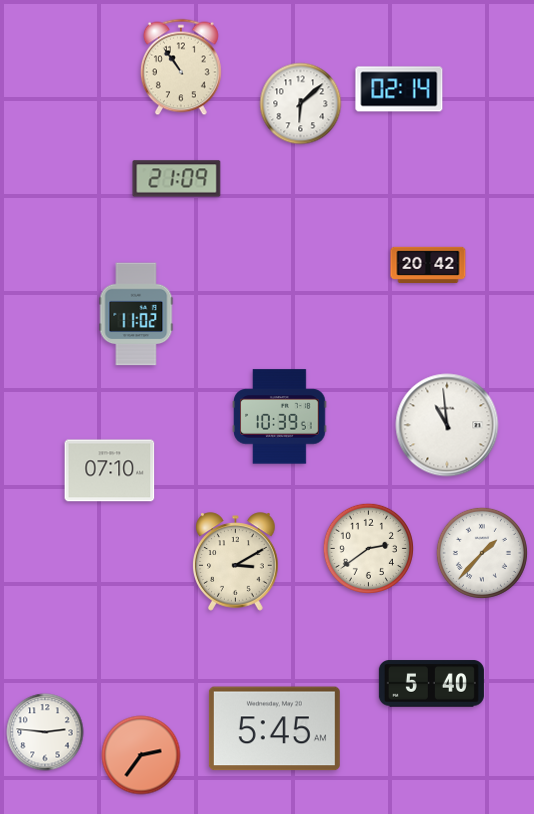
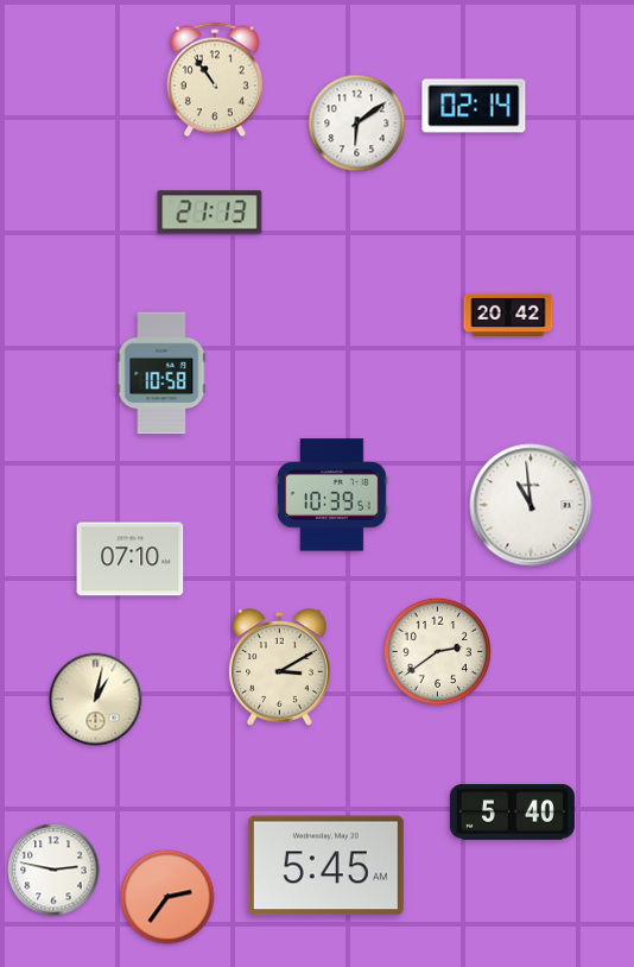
clock at (301, 104): 6:08 -> 6:09
clock at (177, 179): 21:09 -> 21:13
clock at (136, 314): 11:02 -> 10:58
clock at (482, 553): 1:37 -> none
clock at (96, 700): none -> 1:02
clock at (45, 732): 2:46 -> 2:47
